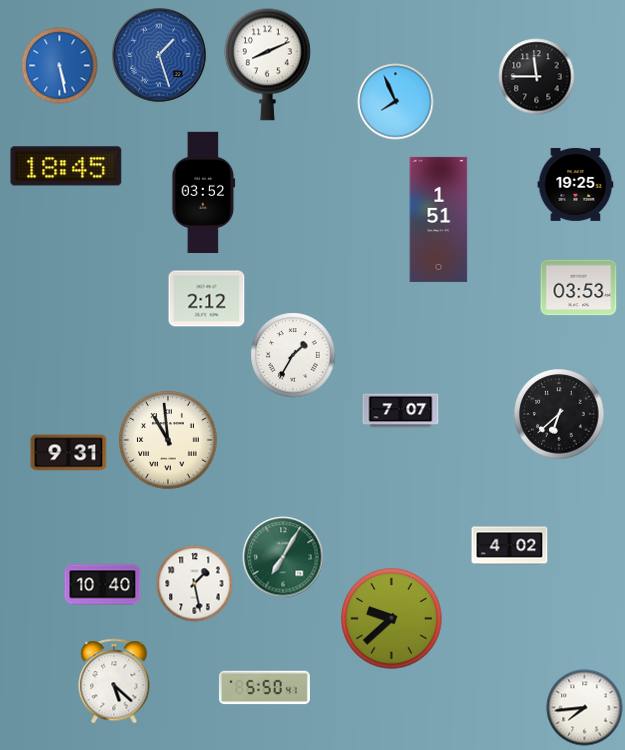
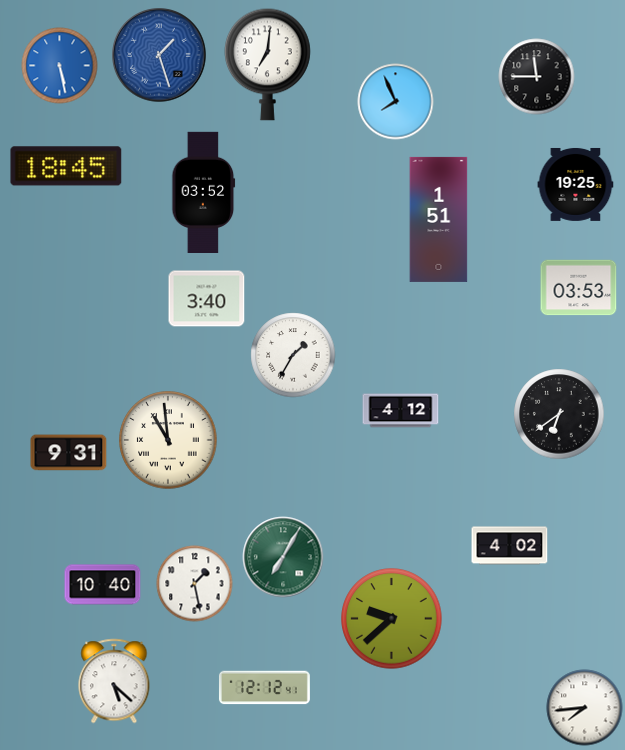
clock at (268, 64): 8:11 -> 7:01
clock at (207, 299): 2:12 -> 3:40
clock at (401, 411): 7:07 -> 4:12
clock at (559, 414): 6:38 -> 6:39
clock at (264, 688): 5:50 -> 12:12
